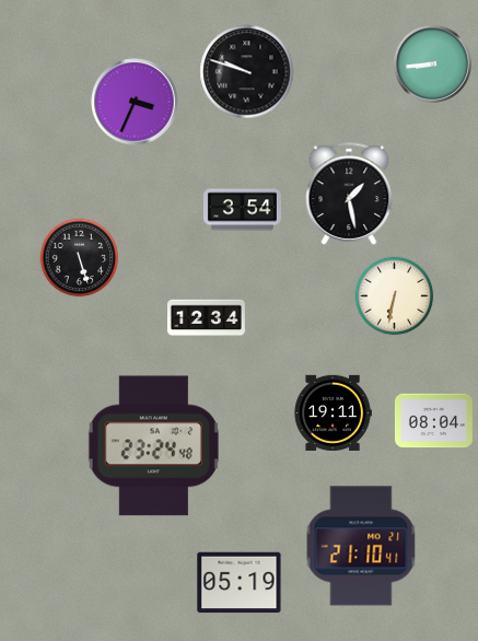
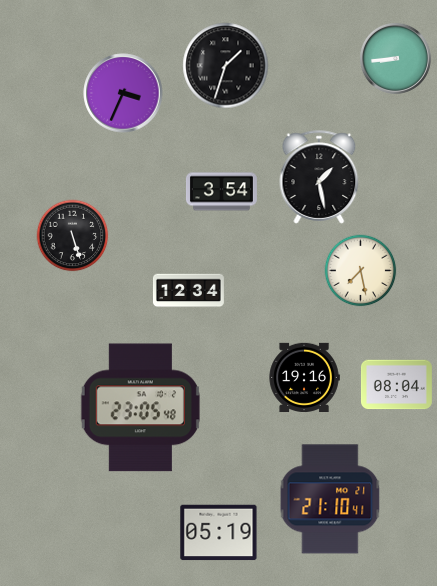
clock at (247, 72): 9:48 -> 1:33
clock at (395, 296): 6:32 -> 7:28
clock at (333, 412): 19:11 -> 19:16
clock at (153, 446): 23:24 -> 23:05
